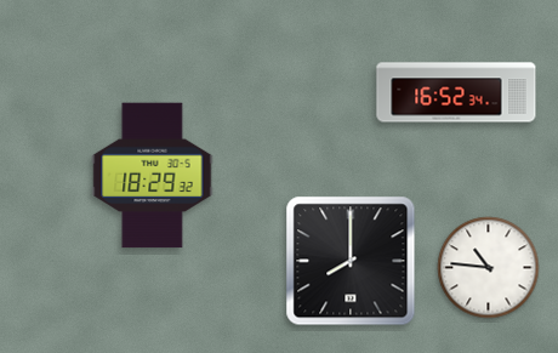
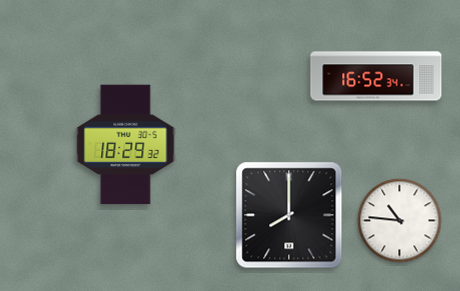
clock at (489, 268) position: (489, 268) -> (400, 221)
